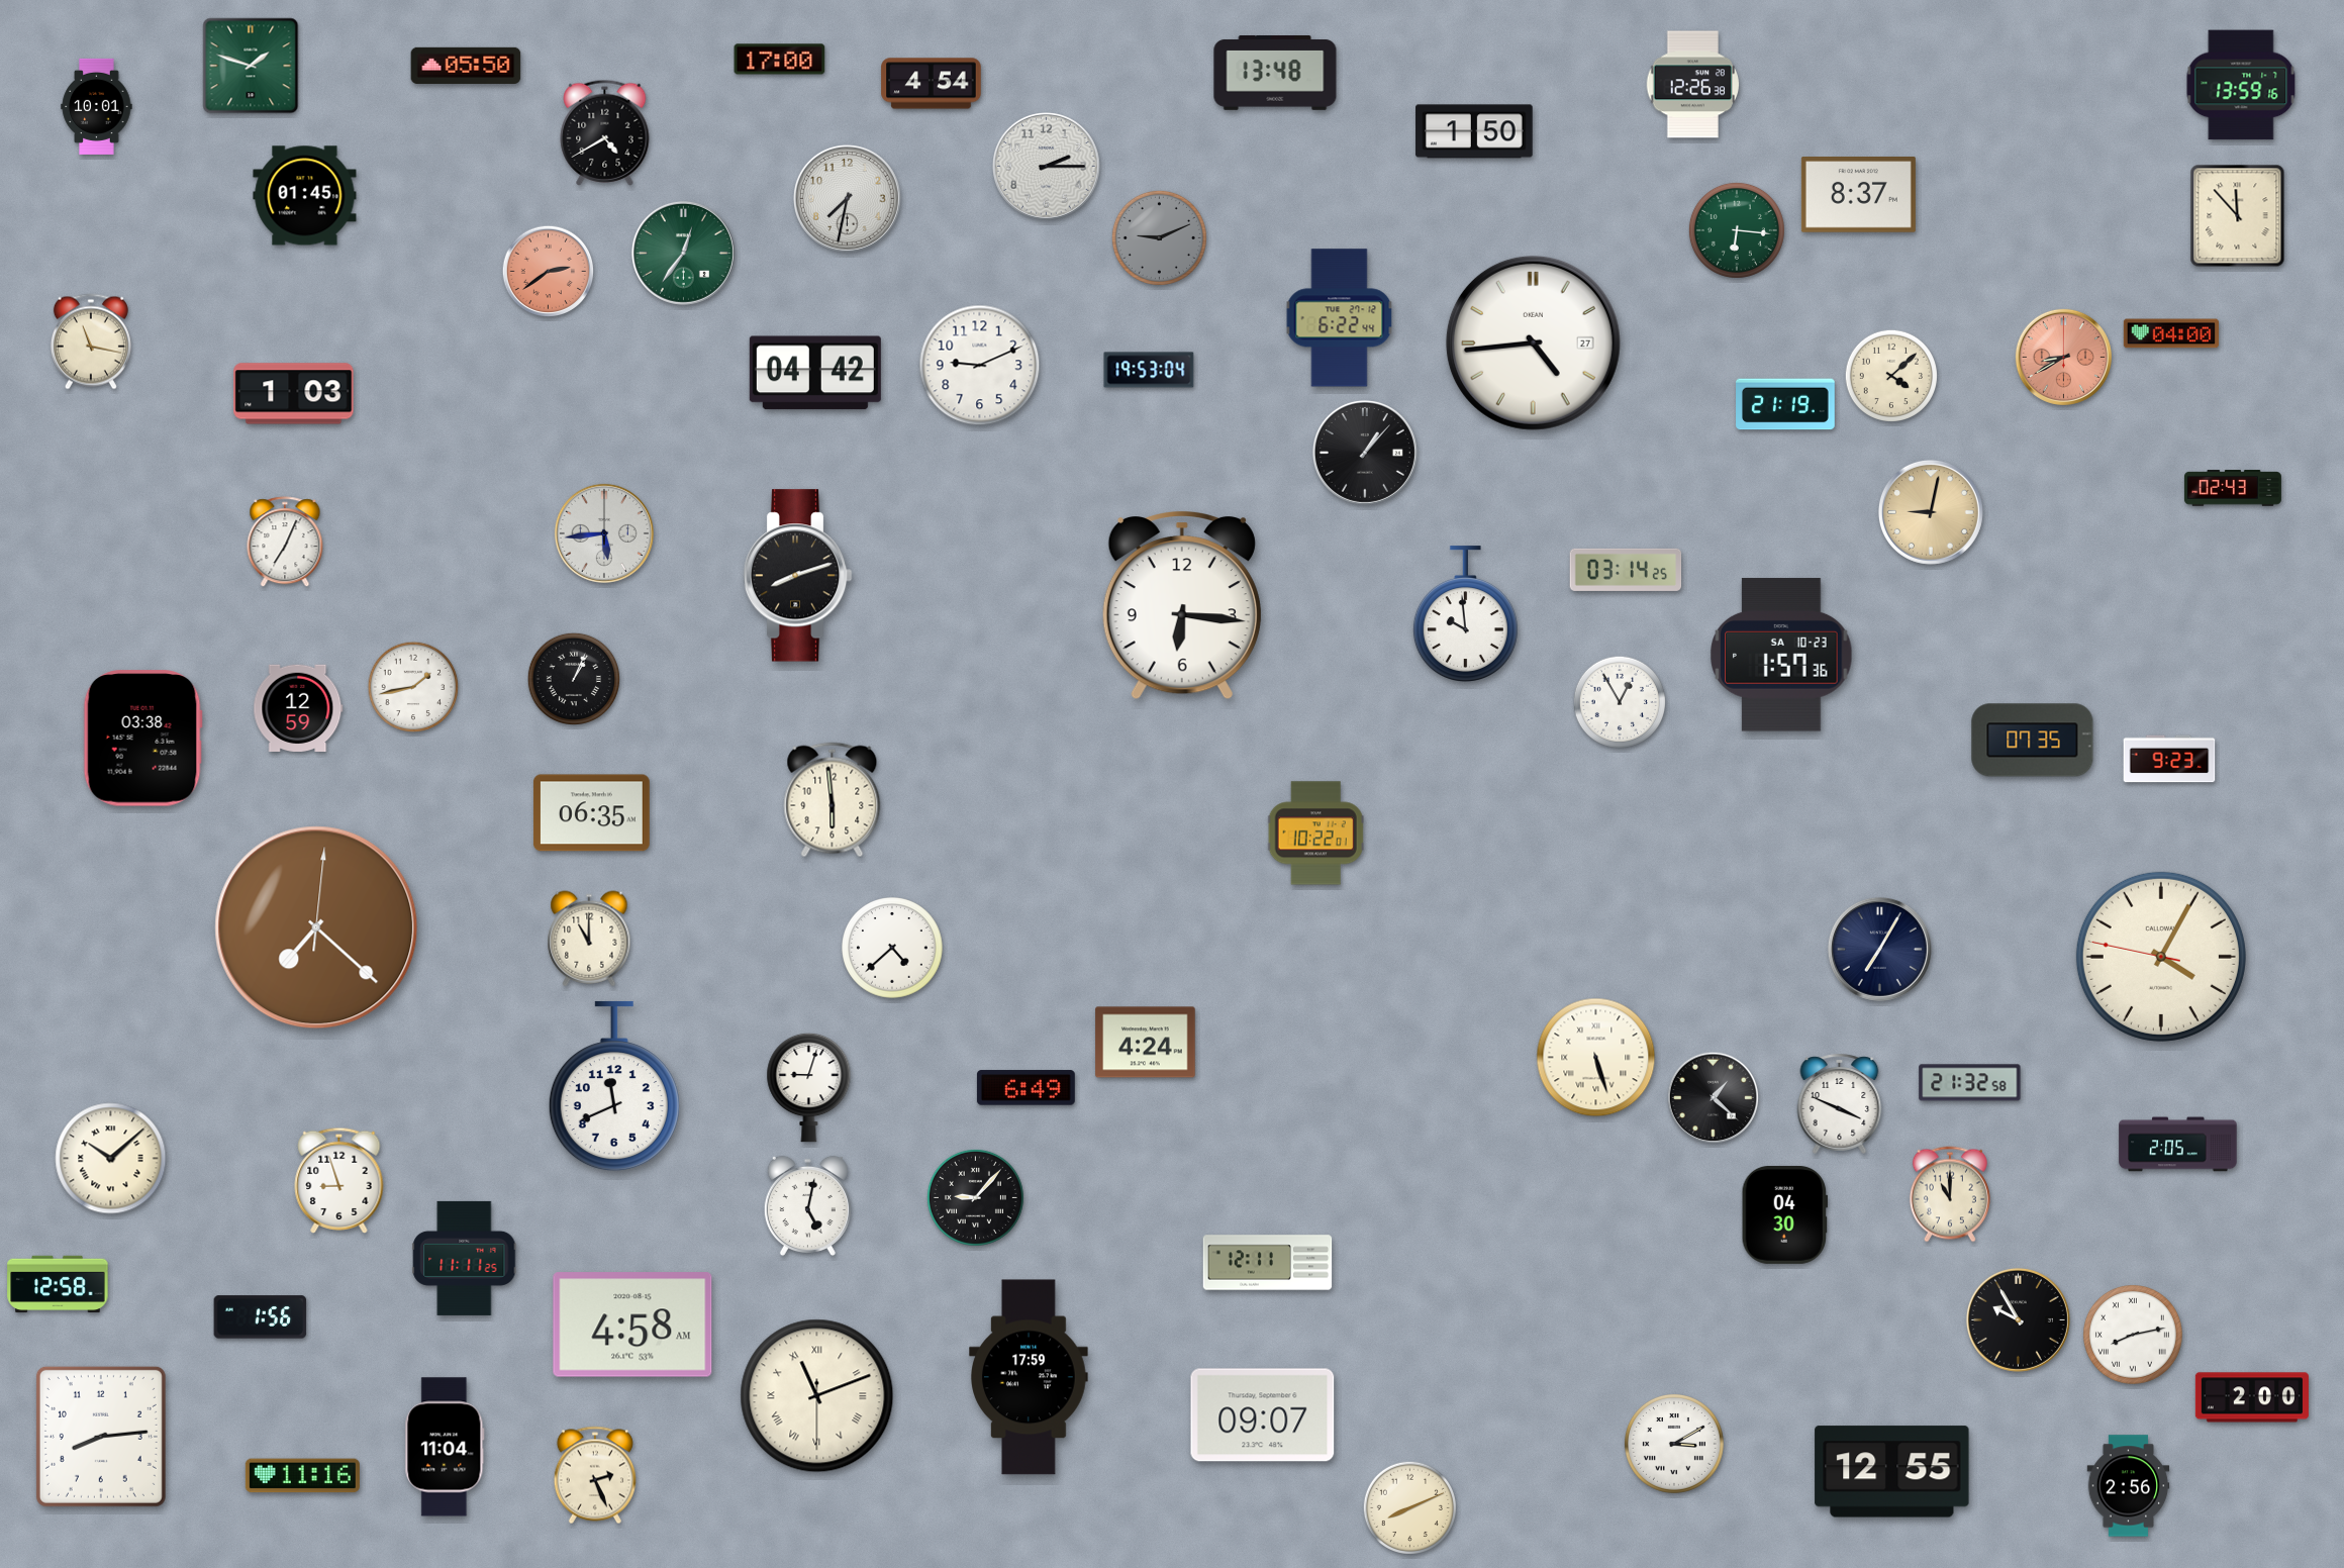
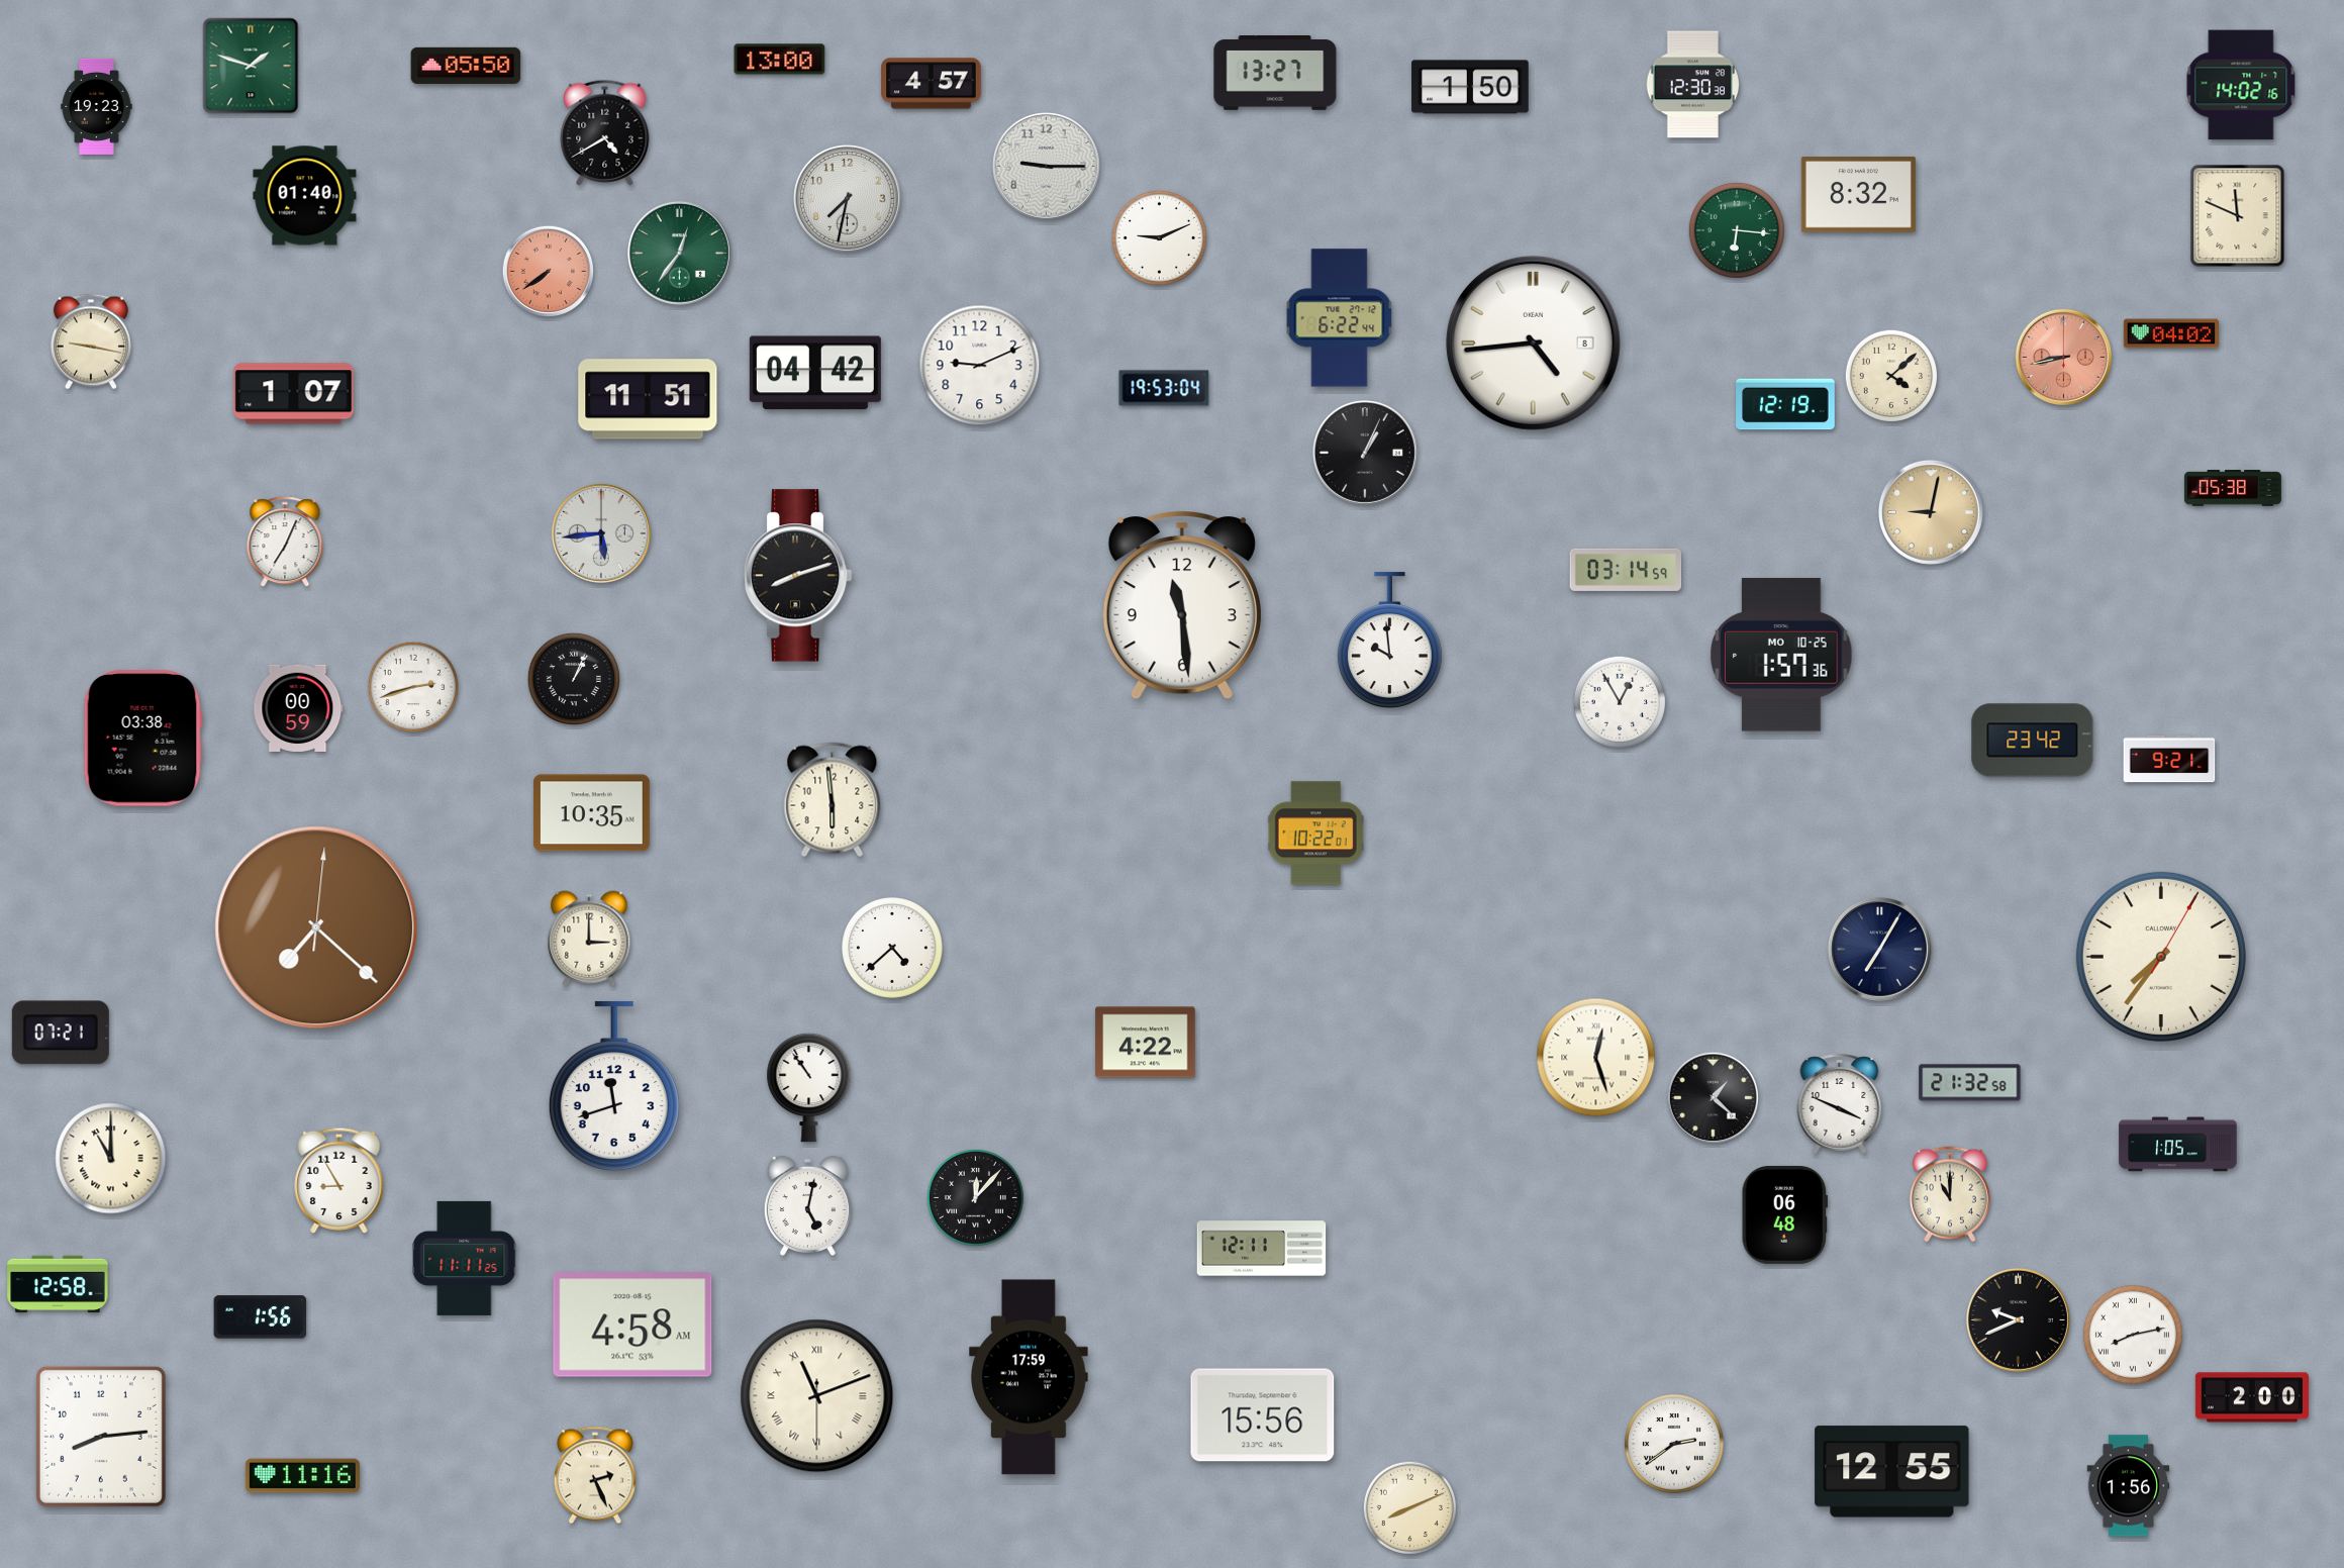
clock at (780, 60): 17:00 -> 13:00
clock at (1275, 74): 13:48 -> 13:27
clock at (932, 84): 4:54 -> 4:57
clock at (1692, 85): 12:26 -> 12:30
clock at (2241, 85): 13:59 -> 14:02
clock at (97, 106): 10:01 -> 19:23
clock at (1474, 131) position: (1474, 131) -> (1470, 87)
clock at (1047, 167): 2:15 -> 9:15
clock at (1858, 195): 8:37 -> 8:32
clock at (305, 196): 01:45 -> 01:40
clock at (2238, 216): 11:53 -> 11:49
clock at (1159, 237) dial: grey -> white
clock at (683, 253) position: (683, 253) -> (679, 253)
clock at (549, 272): 2:39 -> 7:39
clock at (2171, 333): 04:00 -> 04:02
clock at (91, 341): 11:17 -> 9:17
clock at (1533, 342) date: 27 -> 8
clock at (2063, 357): 8:40 -> 8:43
clock at (1149, 370) position: (1149, 370) -> (1164, 388)
clock at (294, 394): 1:03 -> 1:07
clock at (648, 399): none -> 11:51
clock at (1785, 404): 21:19 -> 12:19
clock at (1365, 453): 1:07 -> 1:04
clock at (2233, 488): 02:43 -> 05:38
clock at (604, 533) position: (604, 533) -> (601, 533)
clock at (1626, 570): 03:14:25 -> 03:14:59
clock at (1182, 606): 6:16 -> 11:29
clock at (1465, 613) position: (1465, 613) -> (1389, 640)
clock at (1781, 655) date: SA 10-23 -> MO 10-25
clock at (413, 687): 1:43 -> 2:42
clock at (298, 707): 12:59 -> 00:59
clock at (2033, 741): 07:35 -> 23:42
clock at (2169, 759): 9:23 -> 9:21
clock at (591, 813): 06:35 -> 10:35
clock at (589, 939): 11:00 -> 3:00
clock at (2161, 957): 4:04 -> 7:36
clock at (61, 1033): none -> 07:21
clock at (1146, 1043): 4:24 -> 4:22
clock at (1596, 1058): 5:27 -> 12:27
clock at (614, 1086): 11:41 -> 11:42
clock at (809, 1087): 9:03 -> 10:54
clock at (1025, 1088): 6:49 -> none
clock at (2178, 1145): 2:05 -> 1:05
clock at (111, 1159): 10:08 -> 11:00
clock at (339, 1180): 8:57 -> 8:55
clock at (975, 1197): 9:07 -> 12:07
clock at (1784, 1214): 04:30 -> 06:48
clock at (1268, 1263) position: (1268, 1263) -> (1262, 1249)
clock at (2018, 1319): 9:55 -> 9:41
clock at (1263, 1415): 09:07 -> 15:56
clock at (1674, 1444): 3:10 -> 2:39
clock at (445, 1447): 11:04 -> none
clock at (2129, 1486): 2:56 -> 1:56
